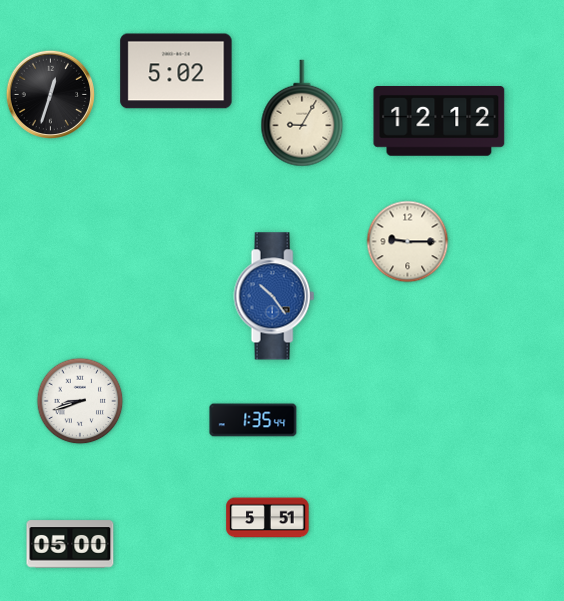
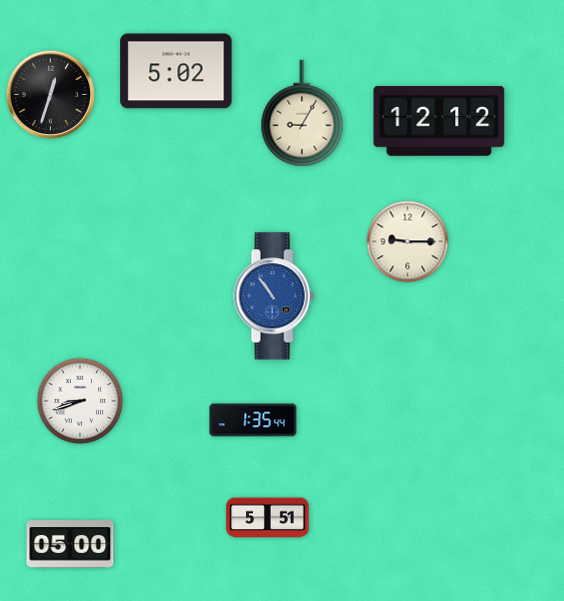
clock at (274, 296): 10:24 -> 10:54
